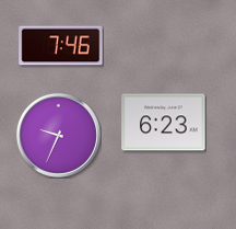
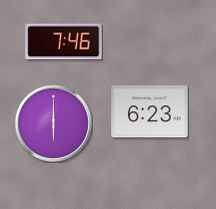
clock at (61, 46) position: (61, 46) -> (64, 42)
clock at (58, 135): 9:34 -> 6:00
